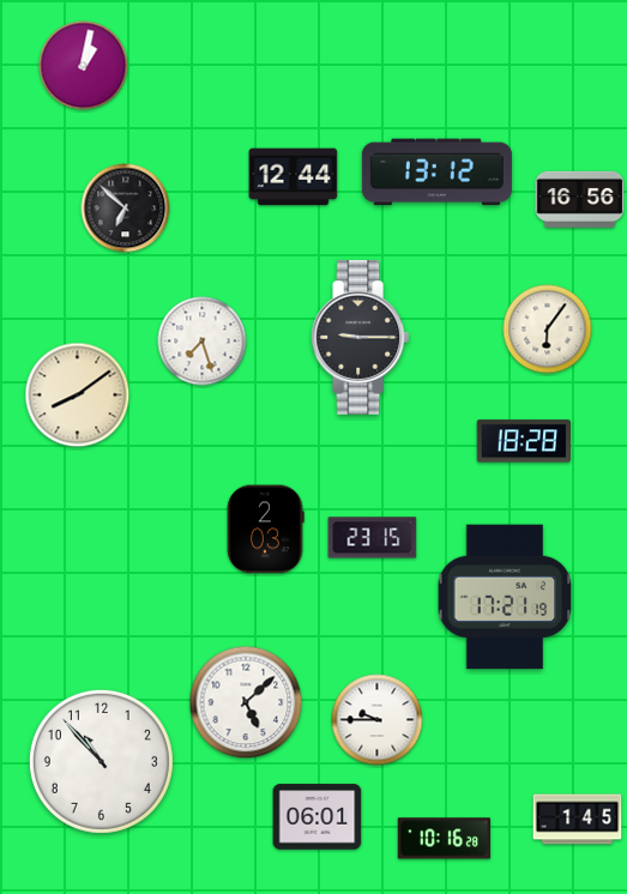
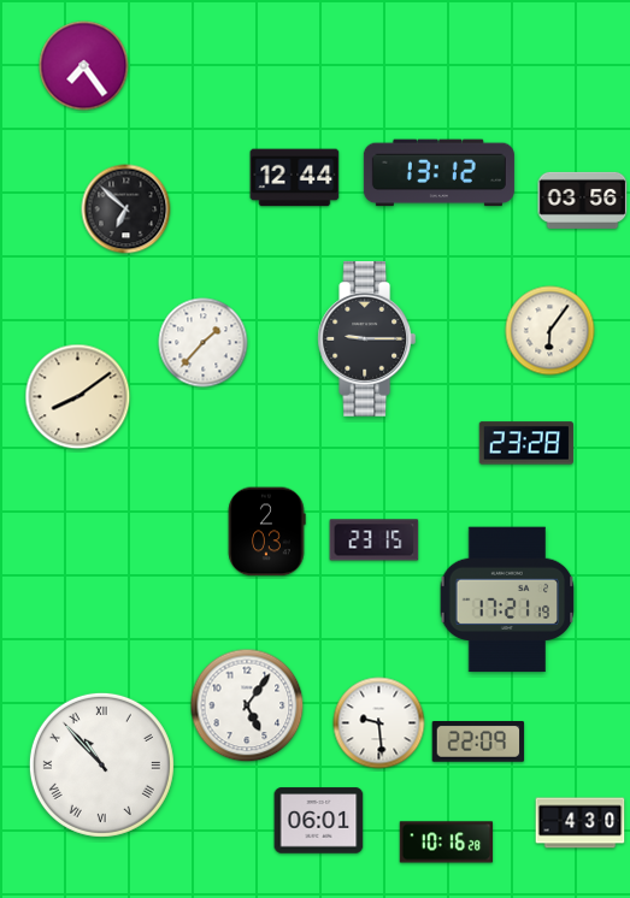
clock at (84, 66): 1:02 -> 7:24
clock at (580, 199): 16:56 -> 03:56
clock at (361, 338) position: (361, 338) -> (367, 339)
clock at (203, 342): 7:27 -> 1:37
clock at (524, 441): 18:28 -> 23:28
clock at (246, 702): 5:08 -> 5:06
clock at (378, 720): 9:45 -> 9:29
clock at (478, 743): none -> 22:09
clock at (101, 761) numerals: Arabic -> Roman
clock at (578, 820): 1:45 -> 4:30
